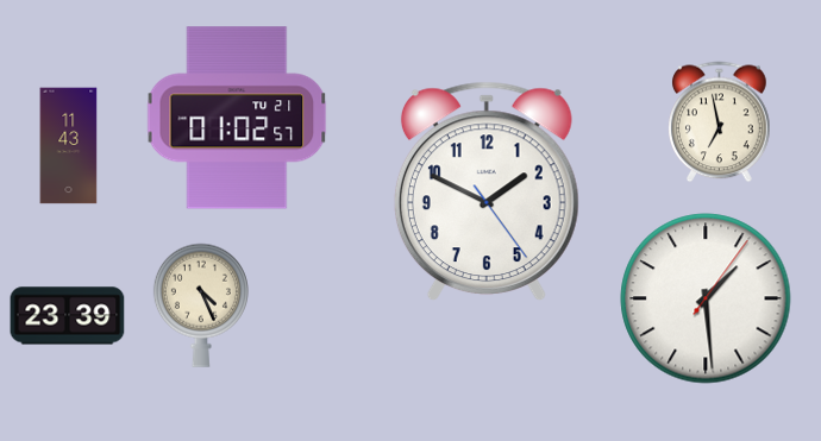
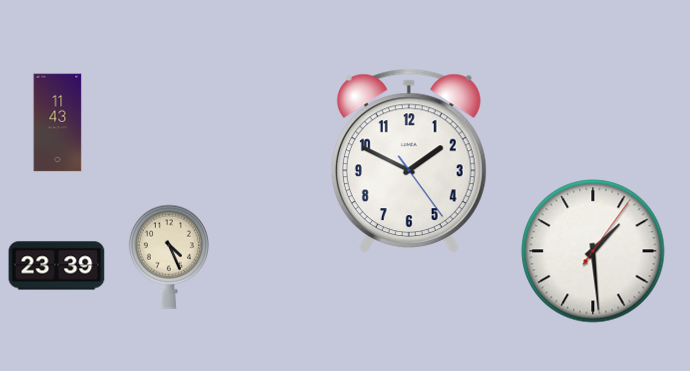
clock at (237, 118): 01:02 -> none
clock at (720, 122): 6:58 -> none
